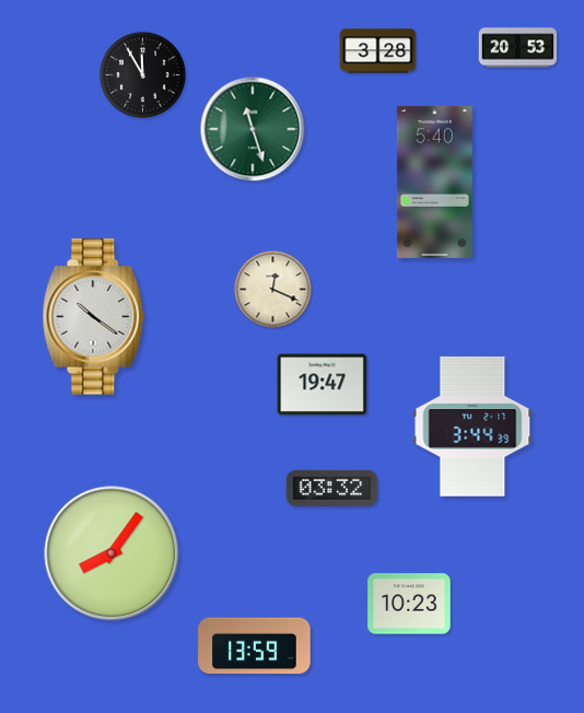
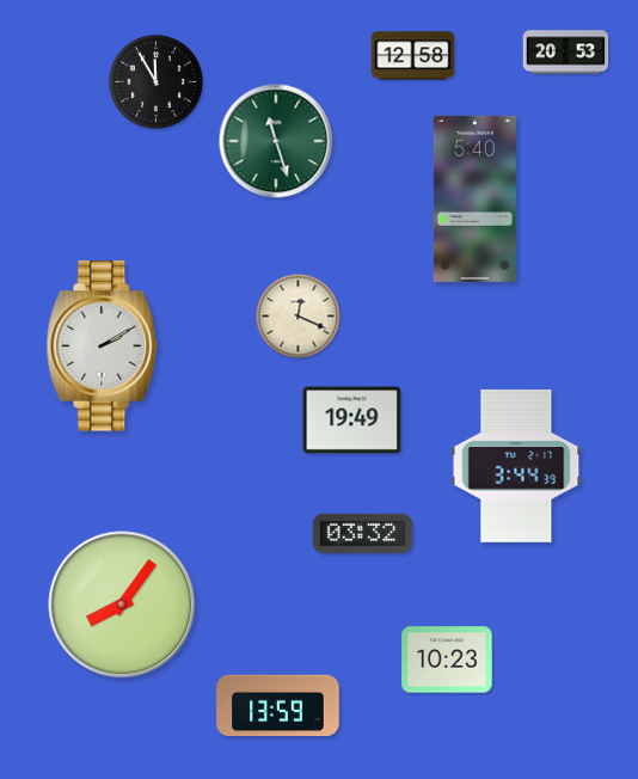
clock at (378, 51): 3:28 -> 12:58
clock at (94, 317): 10:21 -> 2:10
clock at (323, 385): 19:47 -> 19:49
